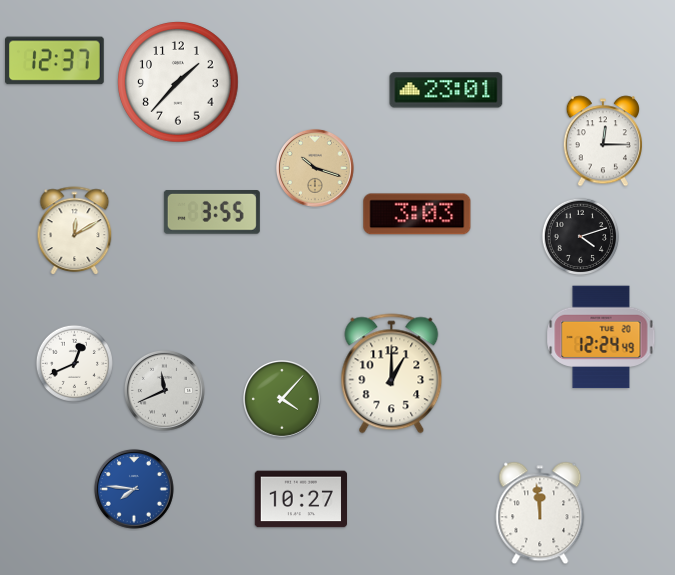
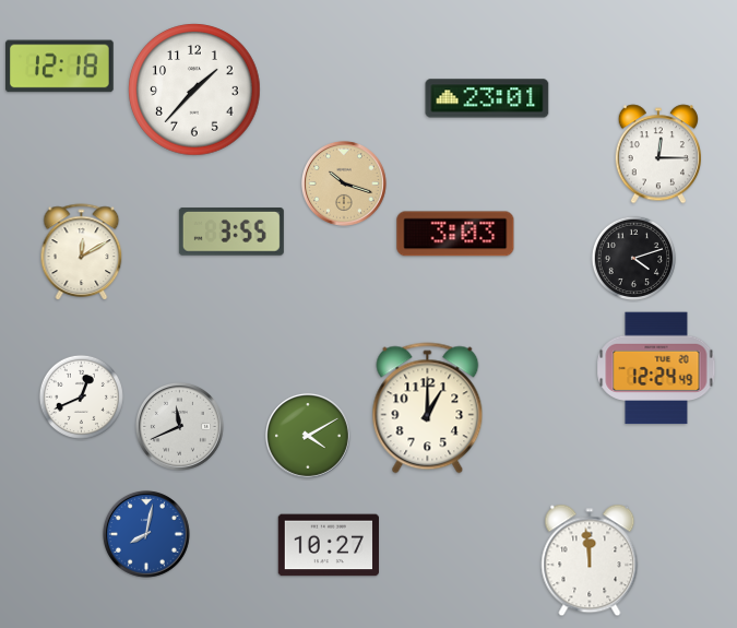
clock at (55, 61): 12:37 -> 12:18
clock at (282, 399): 4:07 -> 4:10
clock at (134, 489): 7:46 -> 8:02
